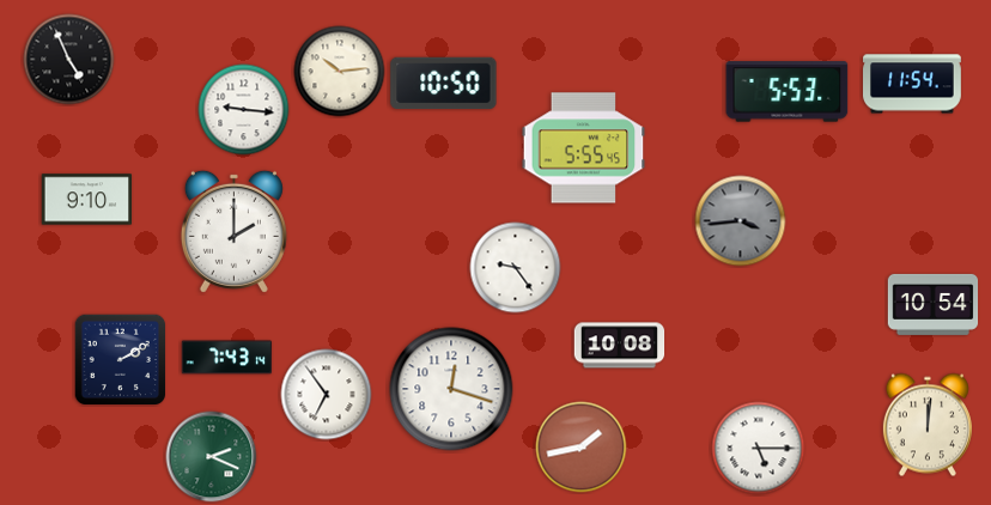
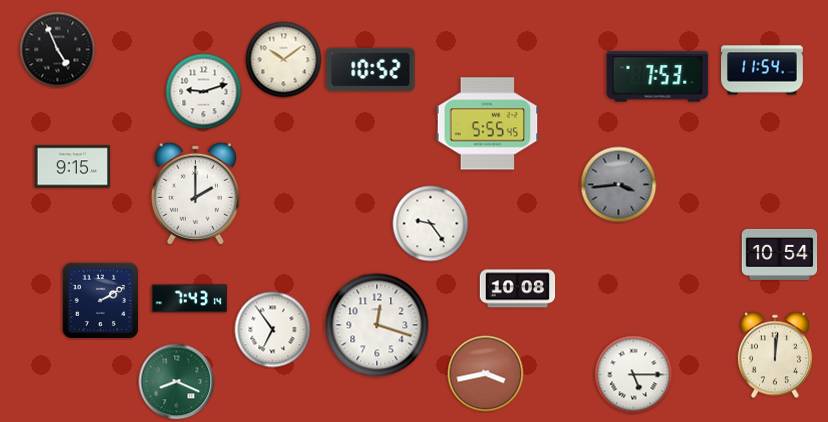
clock at (340, 72): 10:14 -> 10:09
clock at (444, 84): 10:50 -> 10:52
clock at (788, 92): 5:53 -> 7:53
clock at (244, 110): 9:16 -> 9:12
clock at (87, 200): 9:10 -> 9:15
clock at (582, 448): 1:43 -> 3:43
clock at (212, 457): 2:19 -> 8:19
